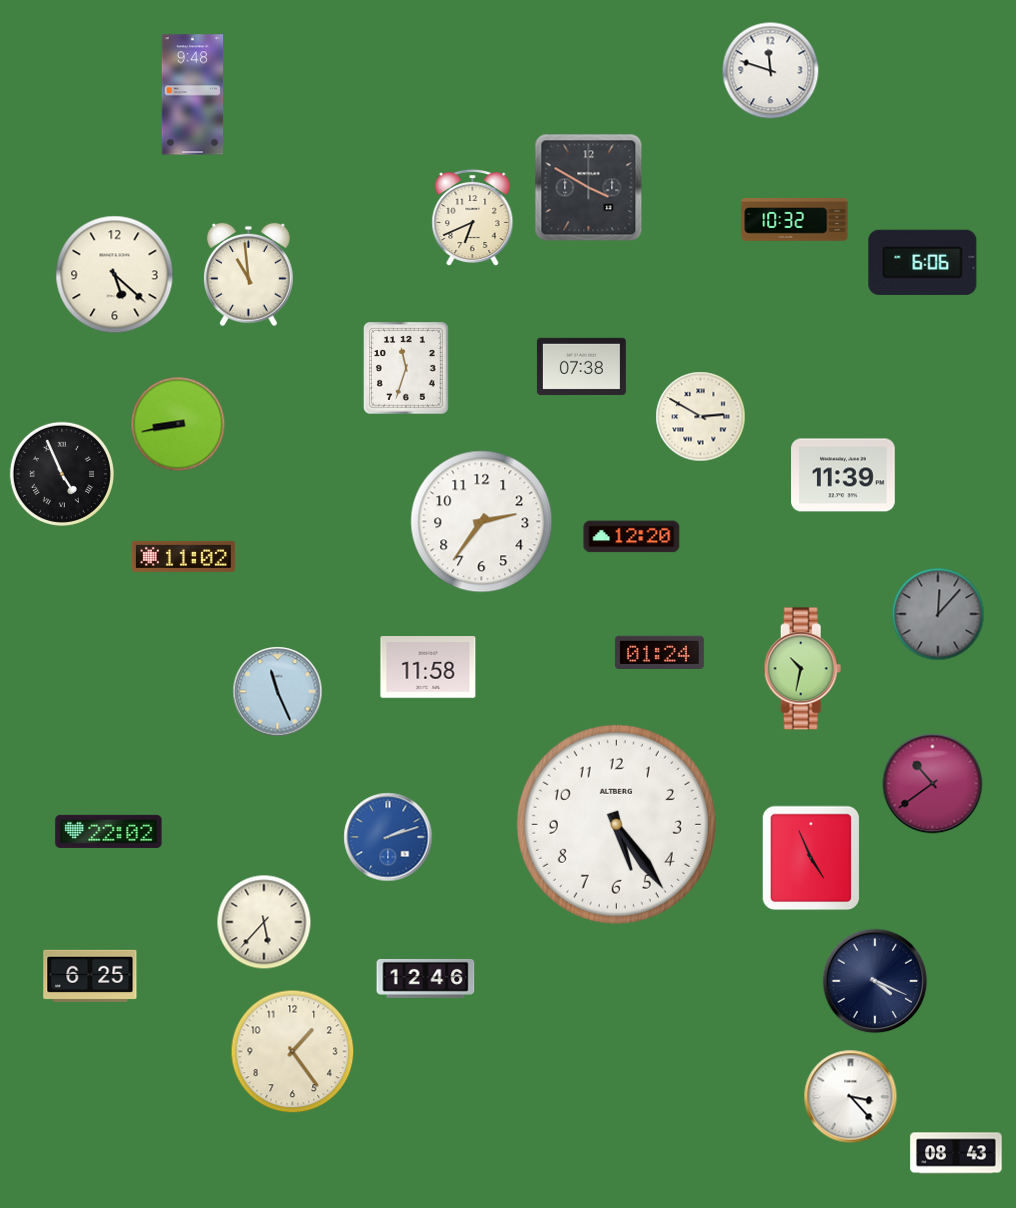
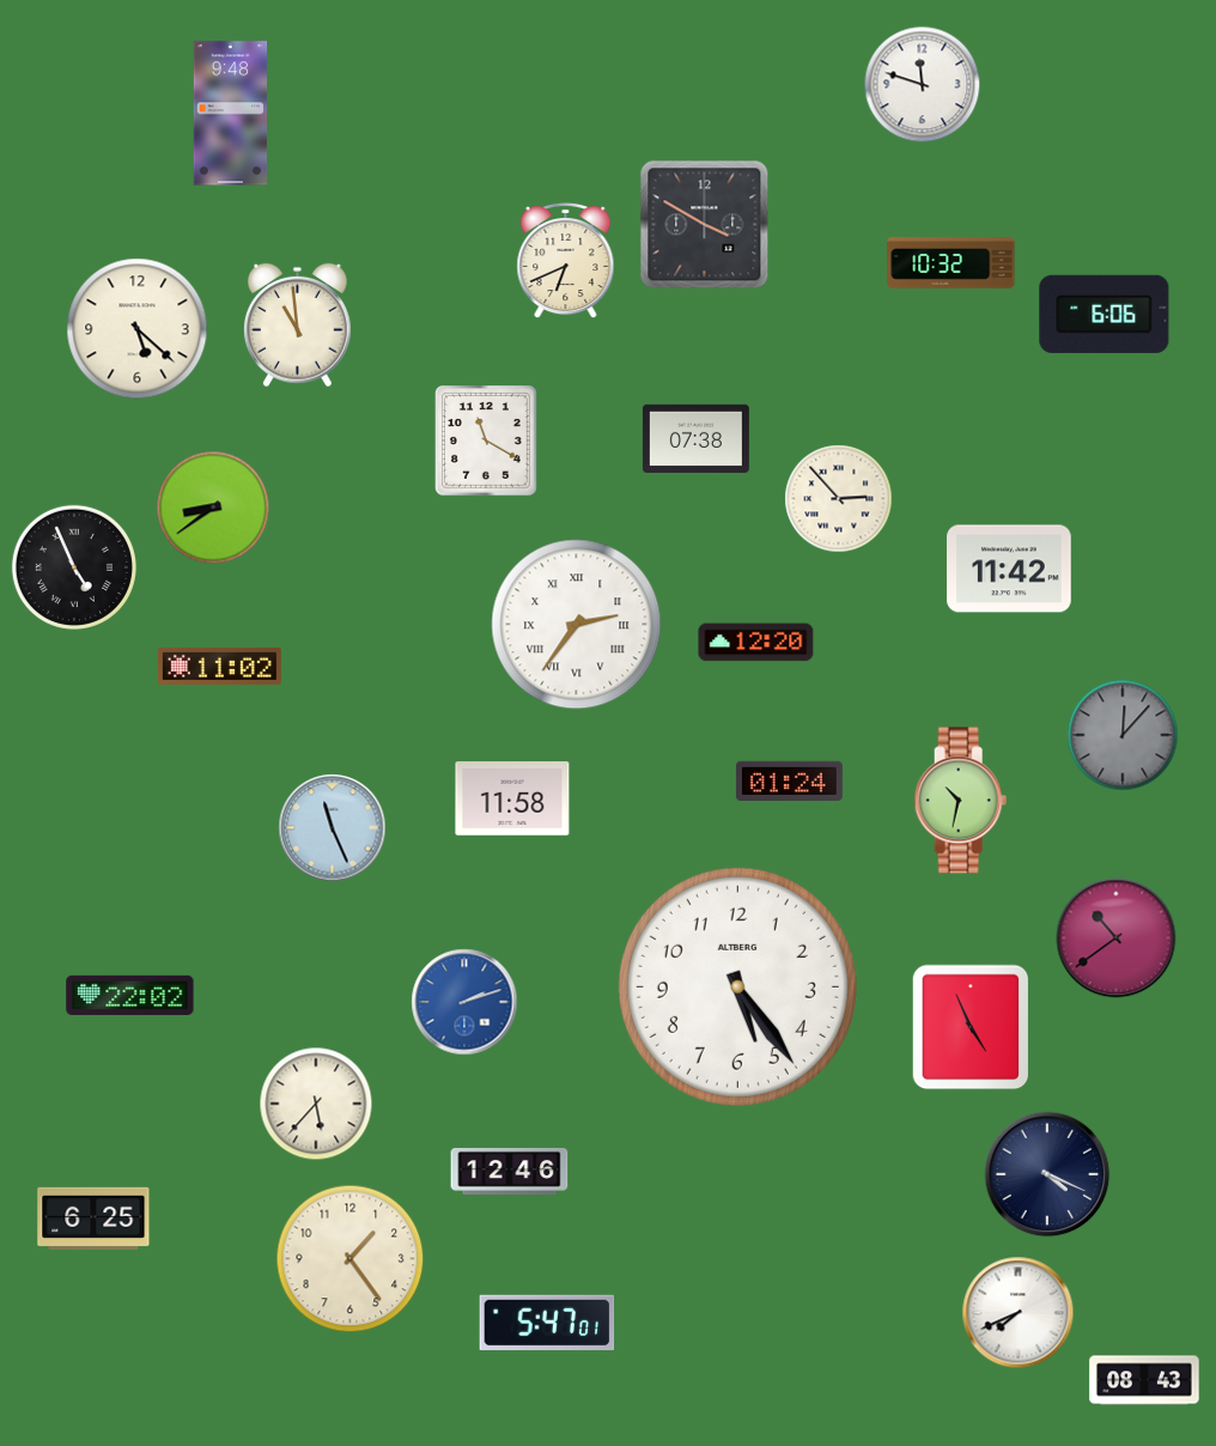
clock at (249, 275) position: (249, 275) -> (298, 326)
clock at (407, 369): 11:33 -> 11:20
clock at (701, 417): 2:50 -> 2:53
clock at (178, 424): 8:43 -> 8:39
clock at (843, 475): 11:39 -> 11:42
clock at (482, 522) numerals: Arabic -> Roman
clock at (90, 976) position: (90, 976) -> (93, 1219)
clock at (851, 1097): 3:23 -> 7:41
clock at (547, 1323): none -> 5:47
